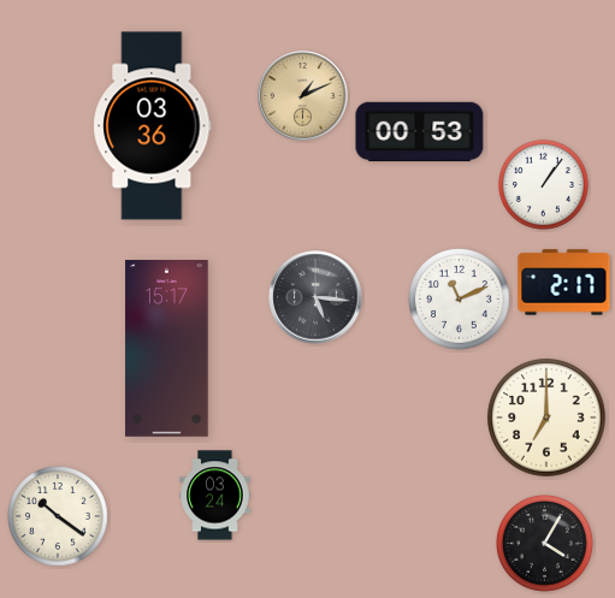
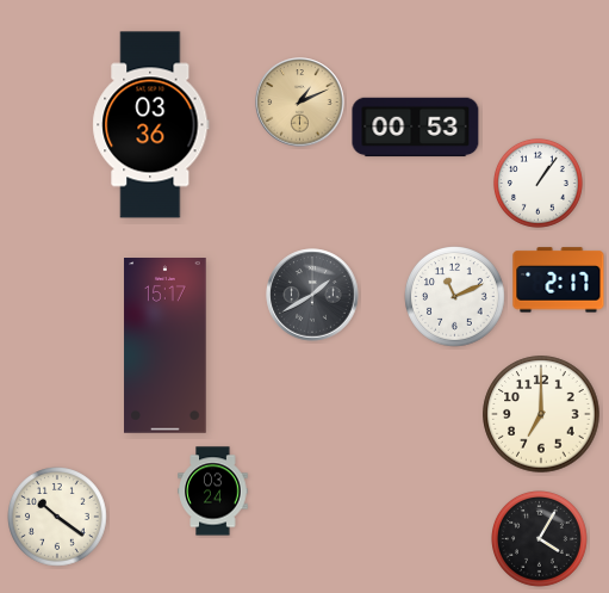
clock at (303, 96) position: (303, 96) -> (300, 103)
clock at (420, 132) position: (420, 132) -> (416, 128)
clock at (315, 297): 5:16 -> 1:40
clock at (59, 517) position: (59, 517) -> (58, 518)
